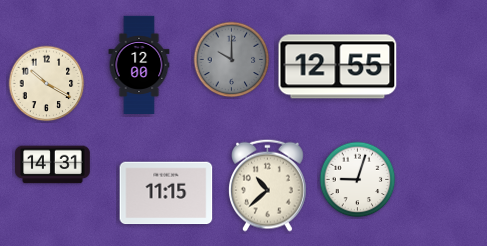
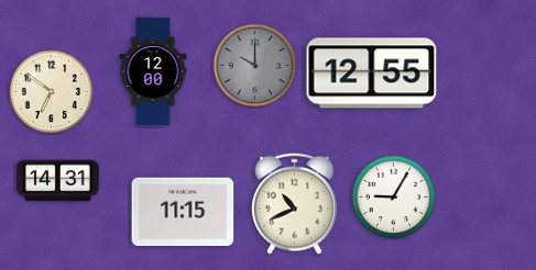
clock at (47, 84): 10:20 -> 6:51
clock at (358, 180): 9:03 -> 9:05
clock at (268, 185): 10:38 -> 10:41
